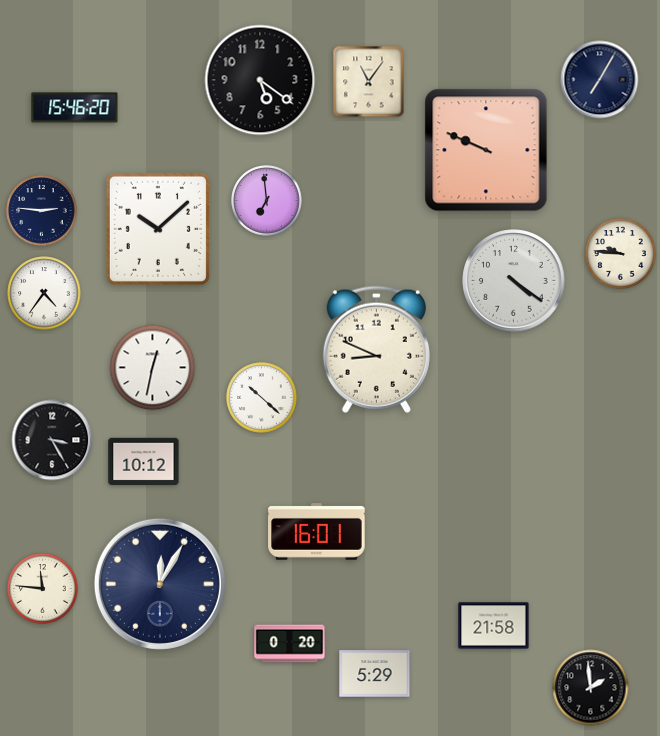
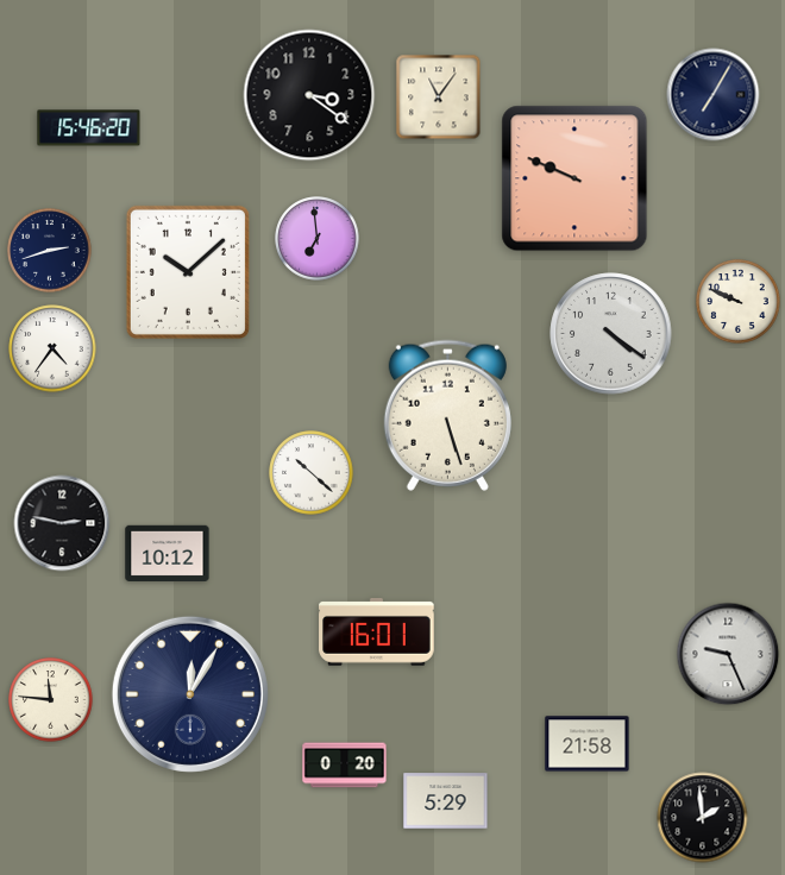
clock at (260, 80): 5:21 -> 3:21
clock at (486, 150) position: (486, 150) -> (574, 178)
clock at (42, 211): 2:46 -> 2:42
clock at (621, 254): 9:46 -> 9:49
clock at (376, 349): 8:49 -> 5:27
clock at (153, 368): 12:32 -> none
clock at (52, 440): 3:25 -> 2:47
clock at (144, 461) position: (144, 461) -> (168, 553)
clock at (728, 654): none -> 9:26
